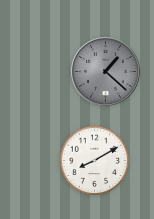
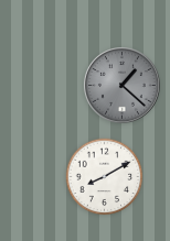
clock at (106, 72) position: (106, 72) -> (123, 86)
